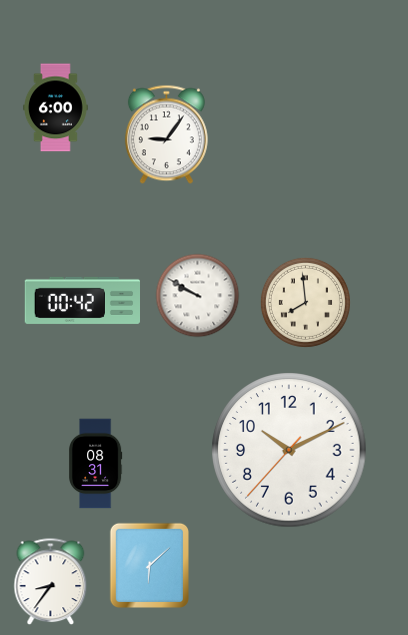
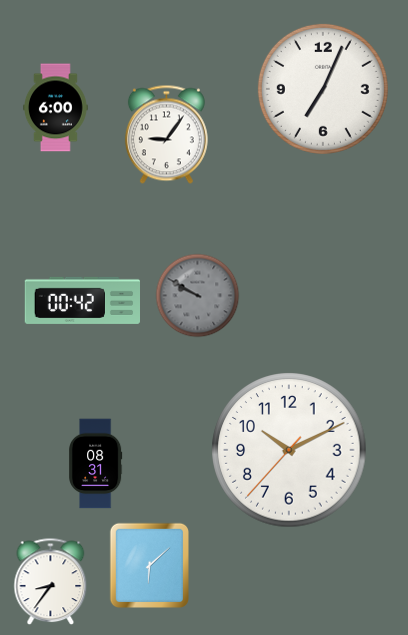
clock at (323, 89): none -> 7:04
clock at (198, 296) dial: white -> grey
clock at (305, 302): 7:59 -> none
